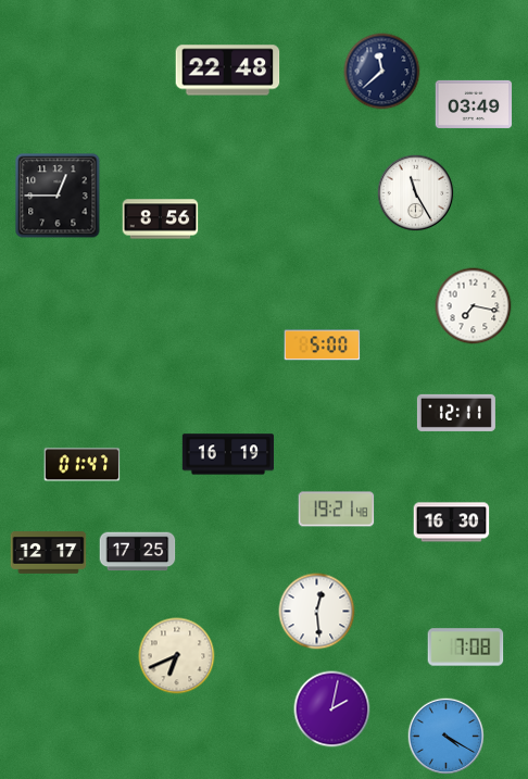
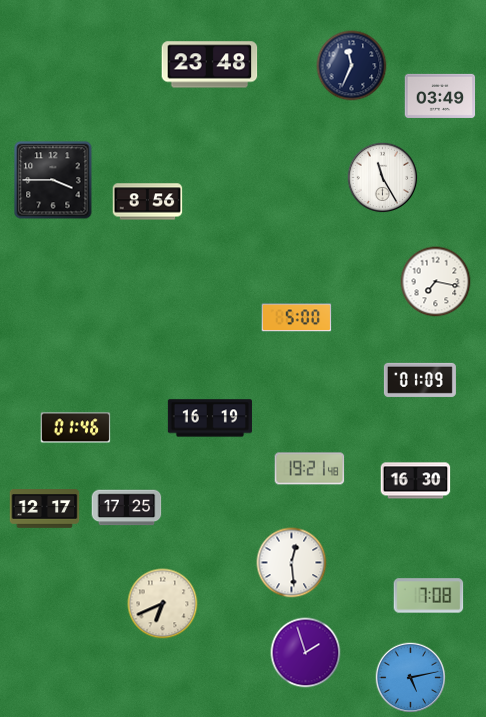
clock at (228, 71): 22:48 -> 23:48
clock at (382, 72): 11:38 -> 11:34
clock at (474, 104) position: (474, 104) -> (440, 96)
clock at (58, 196): 12:45 -> 3:45
clock at (456, 413): 12:11 -> 01:09
clock at (83, 465): 01:47 -> 01:46
clock at (332, 709): 2:02 -> 1:57
clock at (447, 737): 4:20 -> 5:13
